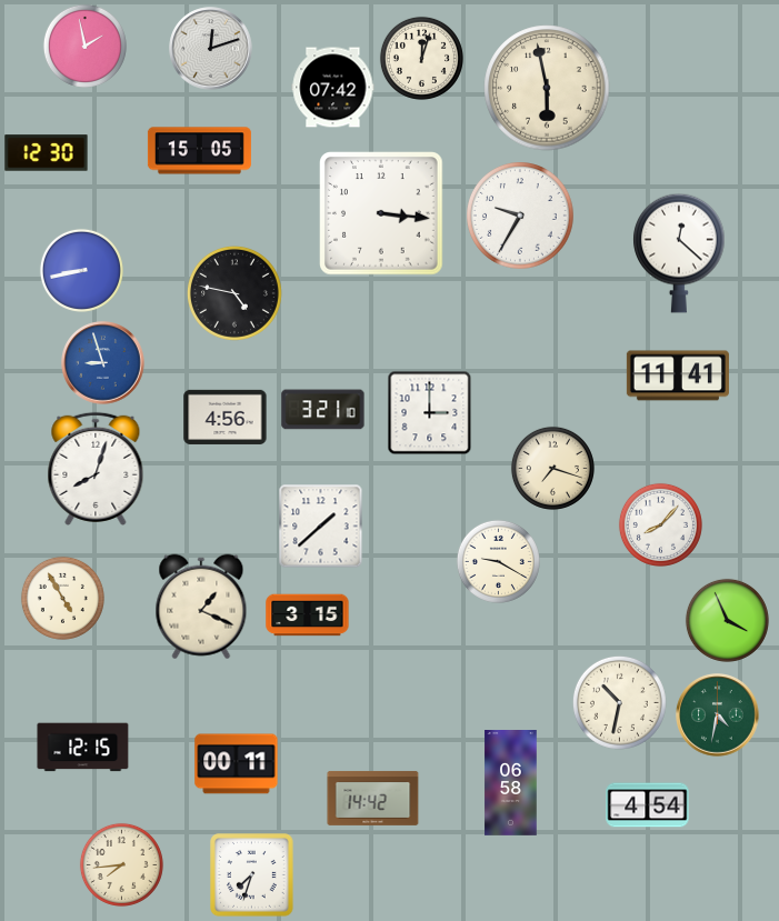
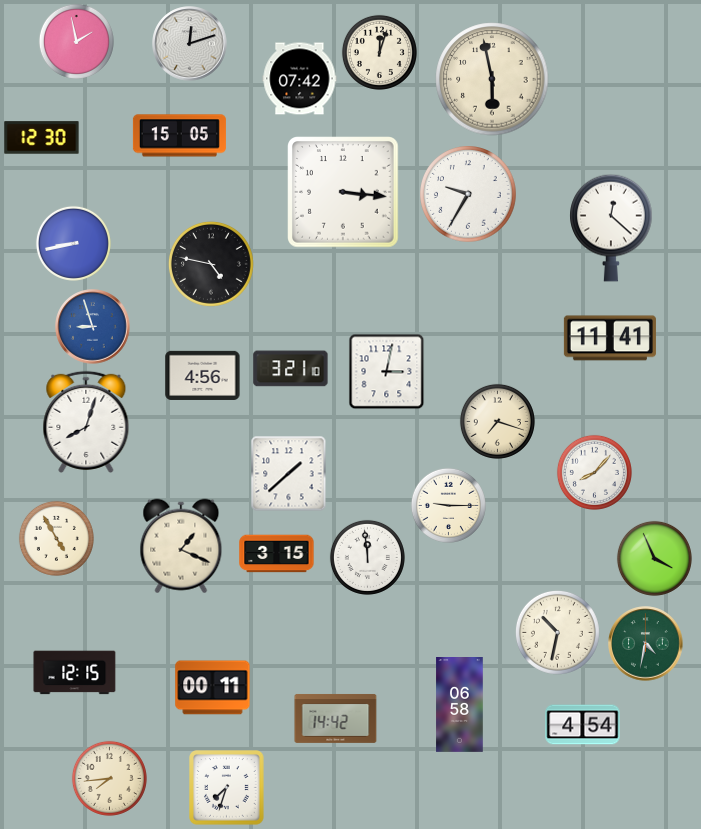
clock at (430, 413): 3:00 -> 3:02
clock at (498, 561): 9:20 -> 9:15
clock at (367, 557): none -> 11:59
